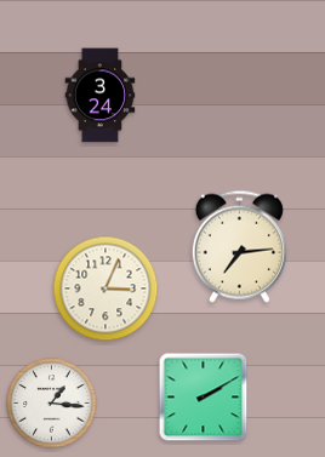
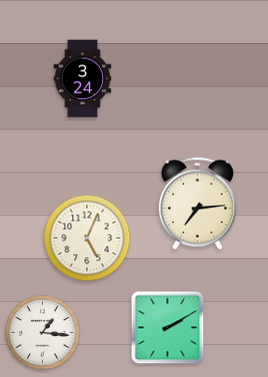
clock at (106, 289): 3:04 -> 5:04
